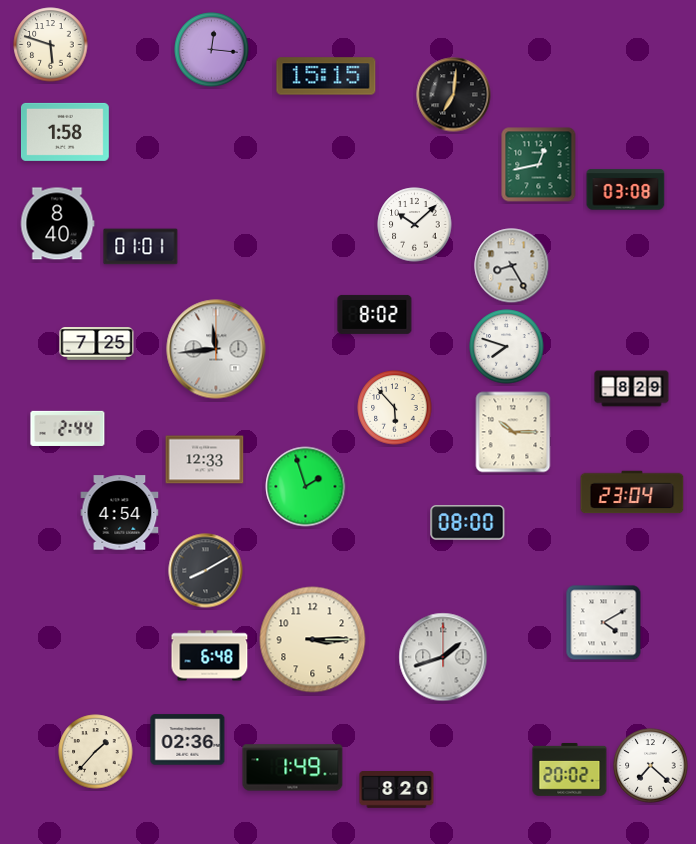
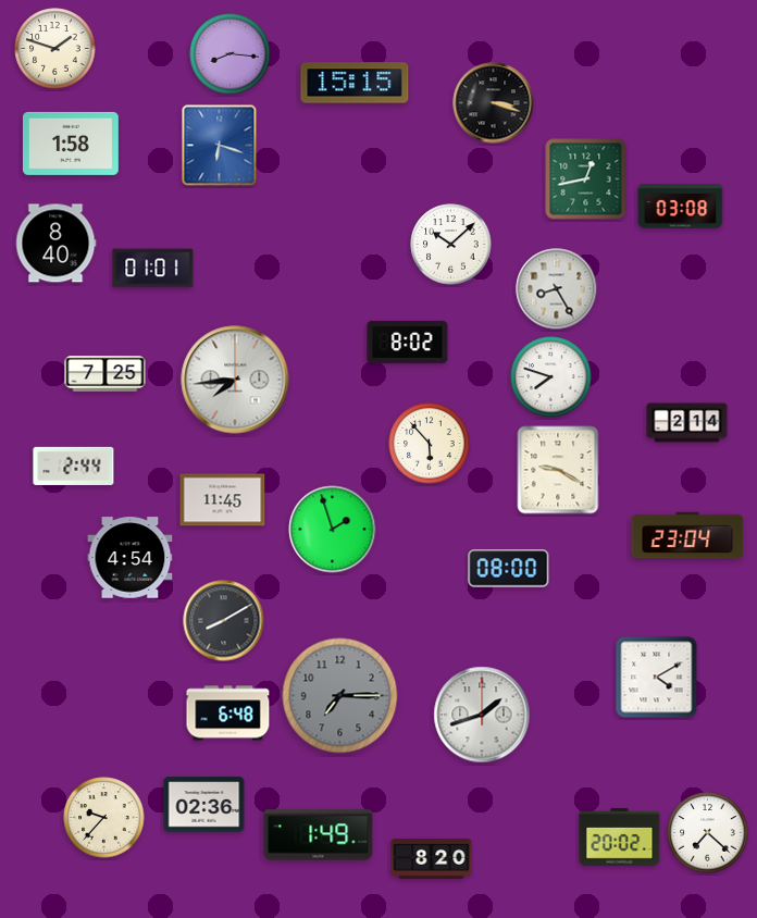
clock at (51, 45): 5:48 -> 1:48
clock at (212, 50): 12:16 -> 8:16
clock at (454, 95): 7:01 -> 3:18
clock at (220, 146): none -> 6:18
clock at (57, 224) position: (57, 224) -> (55, 244)
clock at (216, 349): 11:44 -> 7:44
clock at (632, 389): 8:29 -> 2:14
clock at (513, 432): 10:15 -> 9:20
clock at (205, 460): 12:33 -> 11:45
clock at (313, 640): 3:15 -> 7:15
clock at (313, 640) dial: cream -> grey
clock at (96, 752): 1:37 -> 9:37
